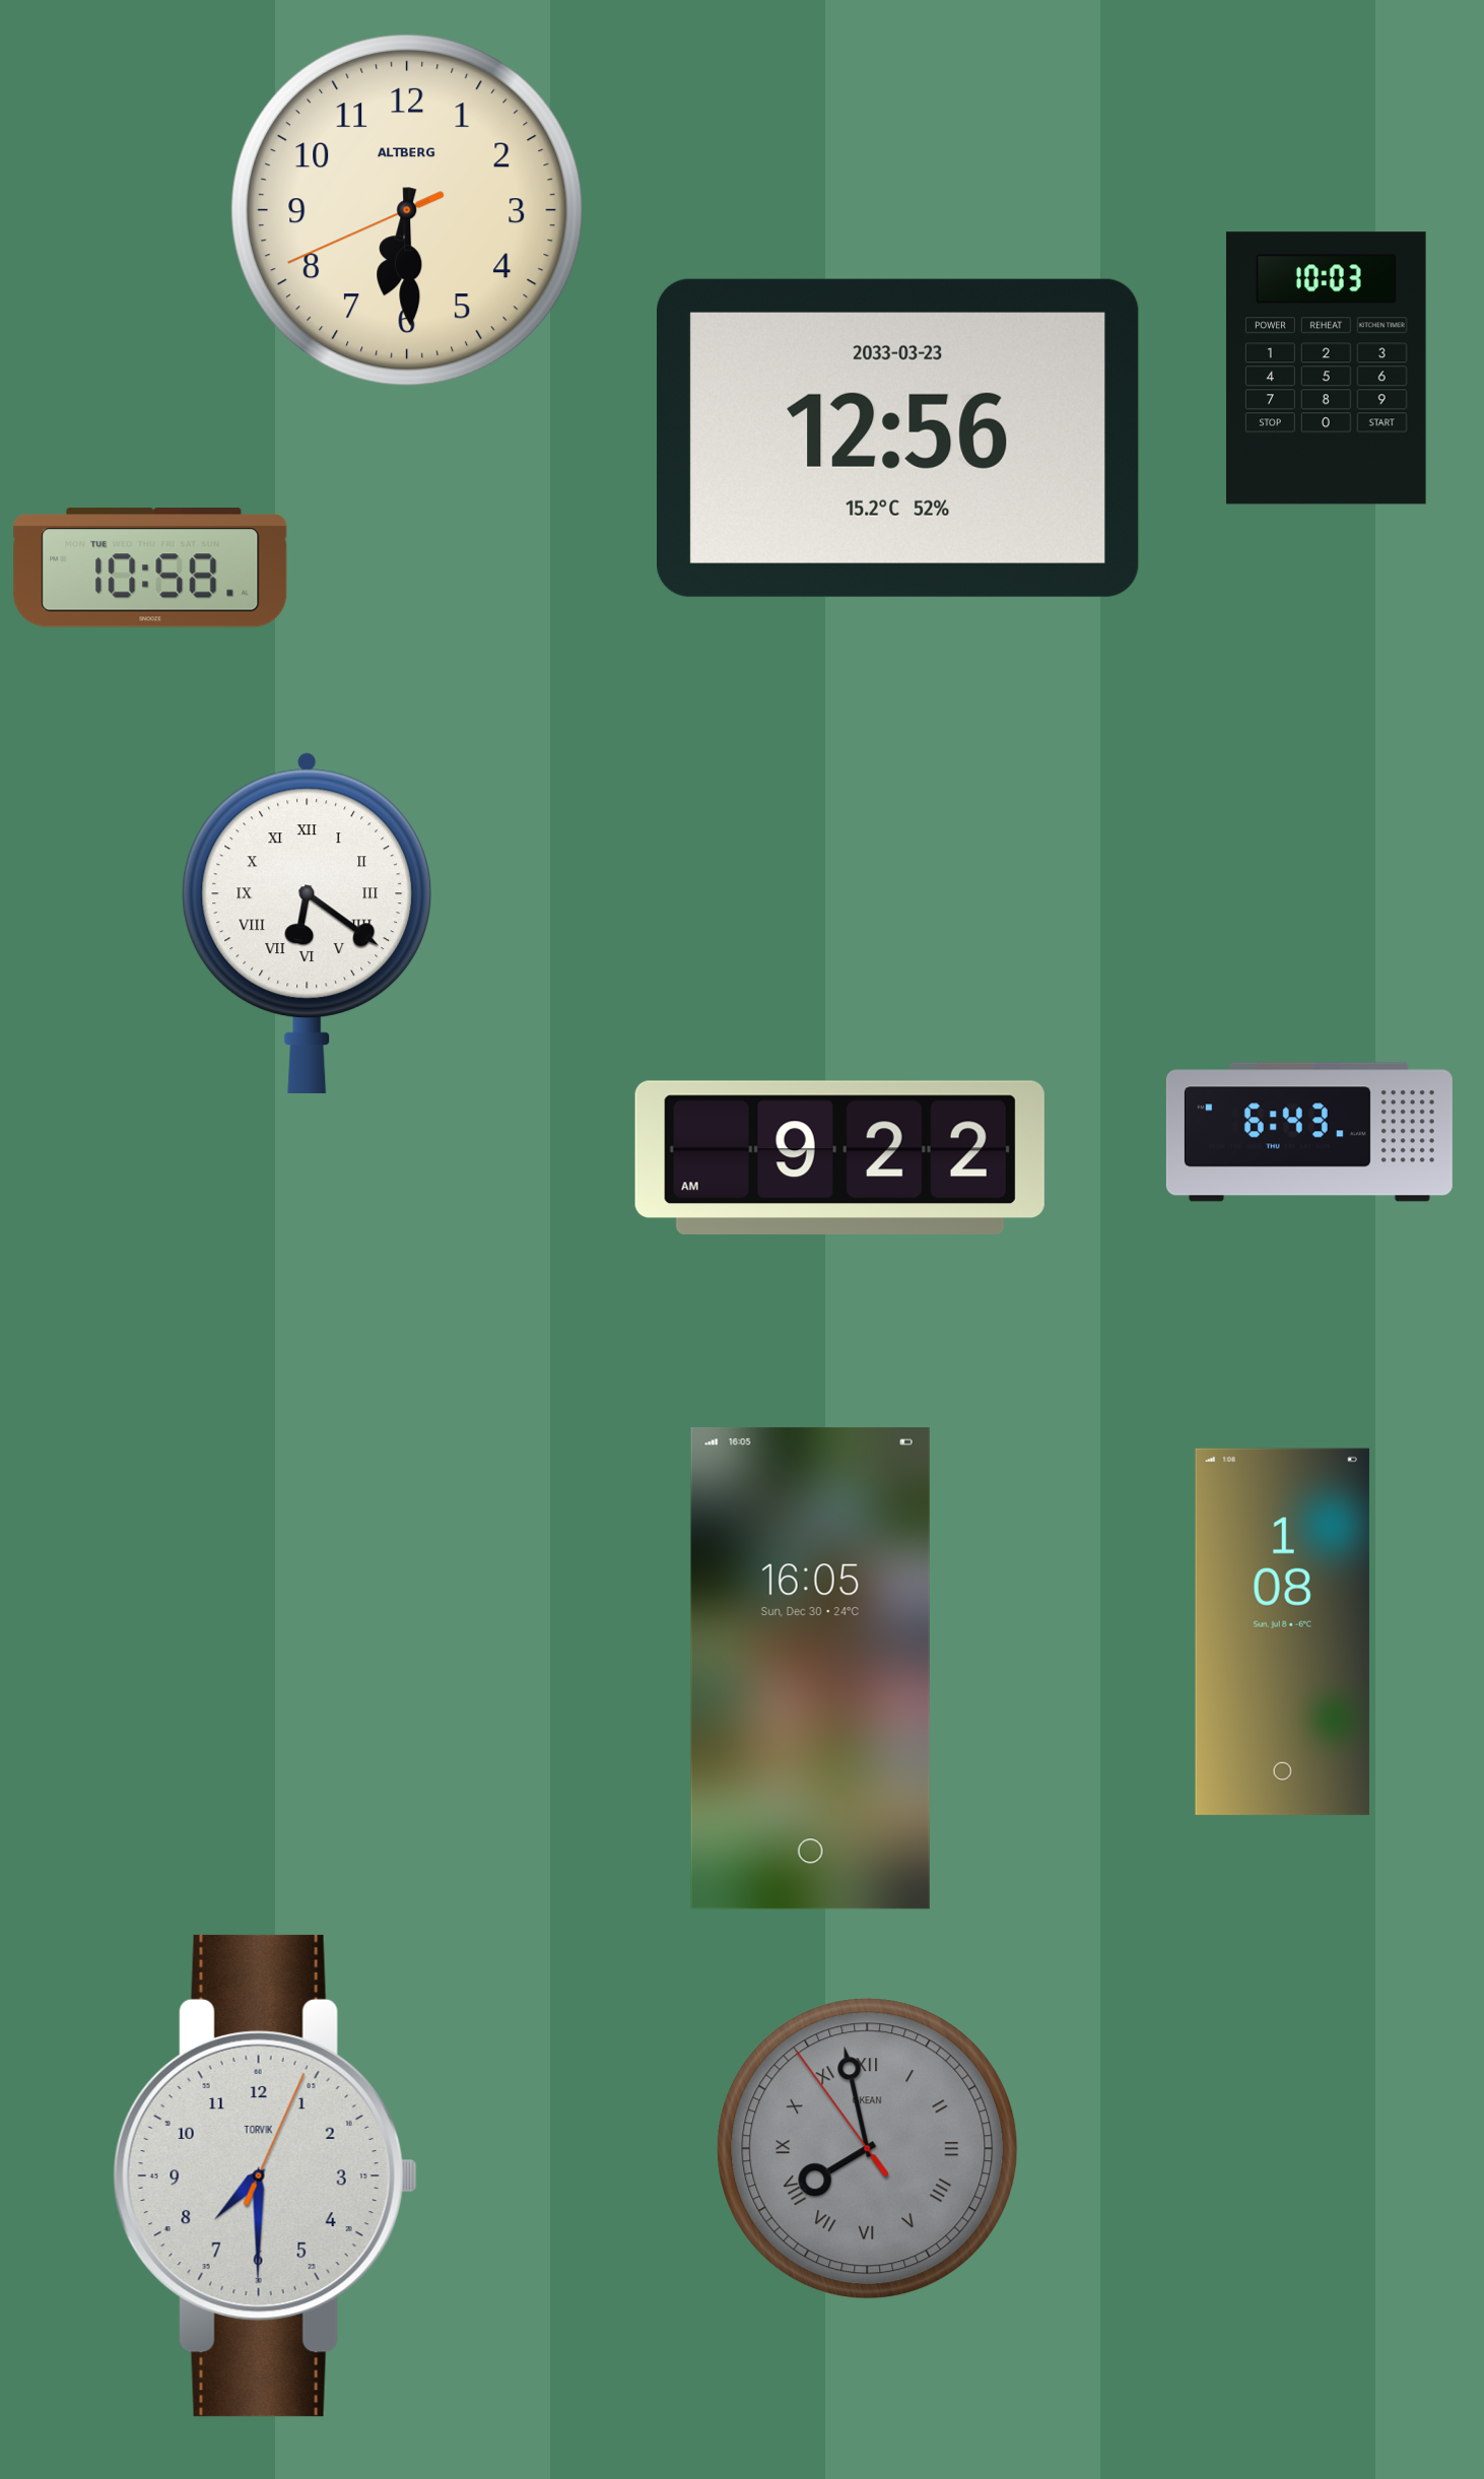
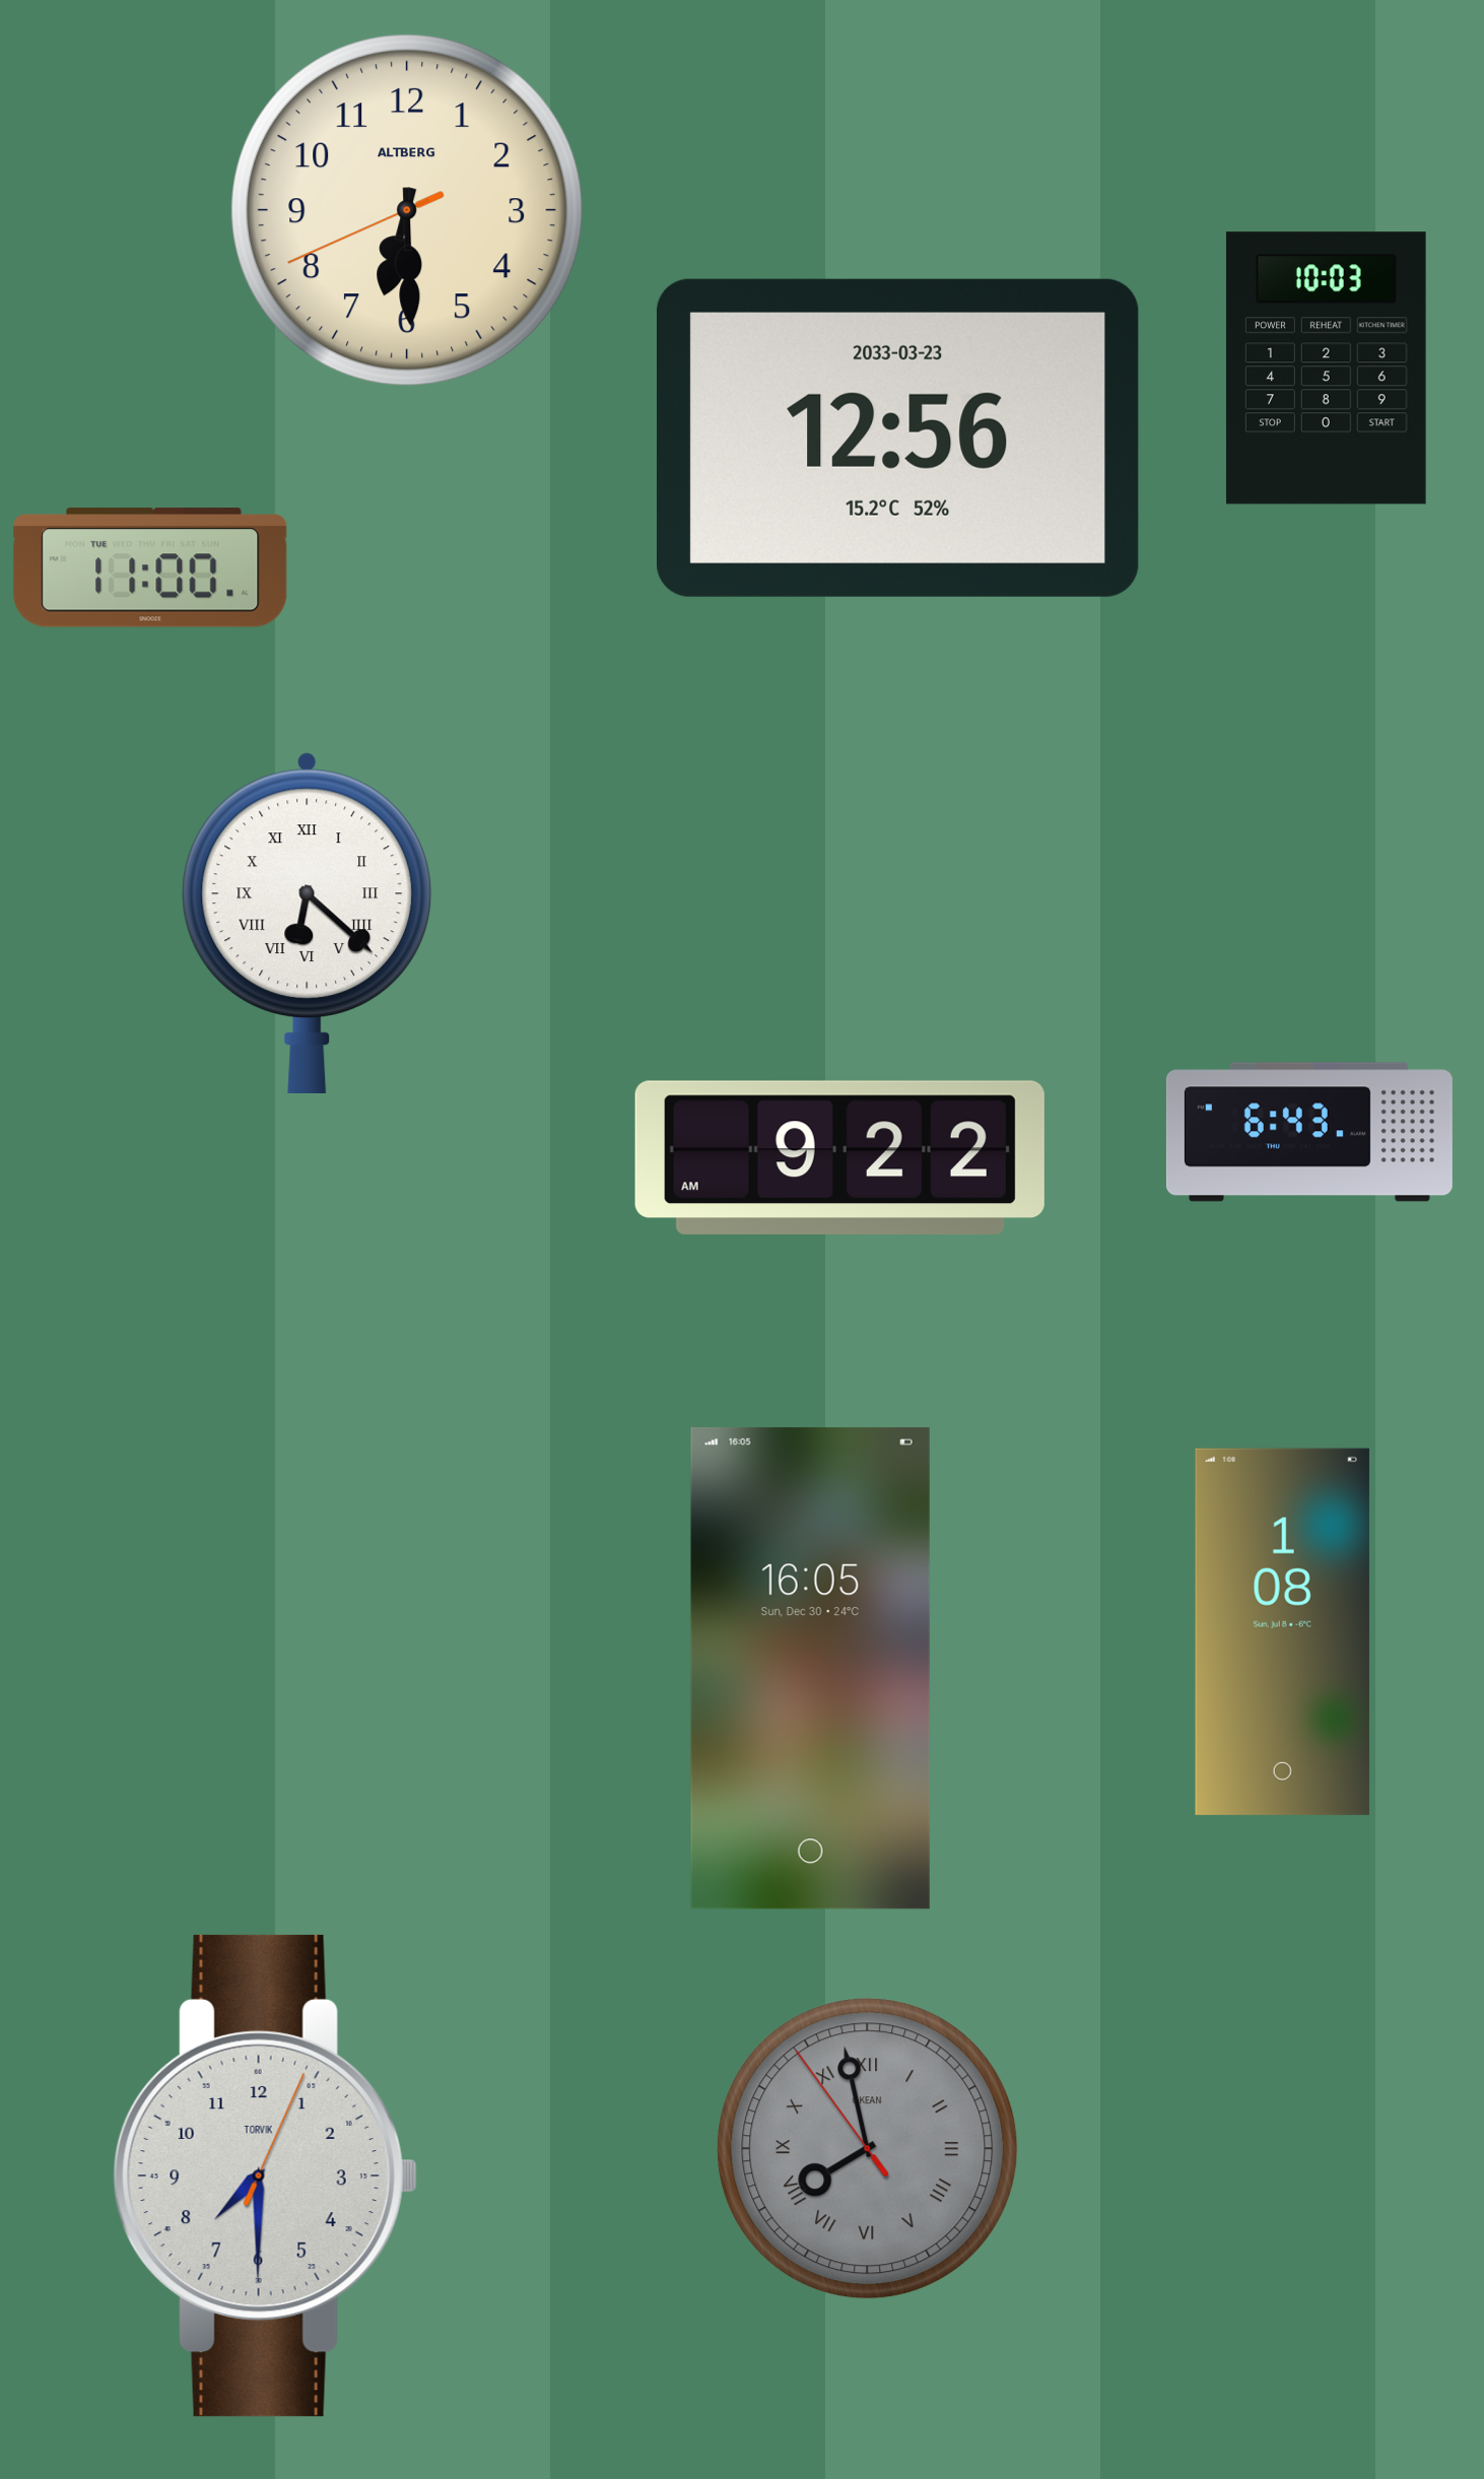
clock at (150, 567): 10:58 -> 11:00
clock at (308, 922): 6:21 -> 6:22
